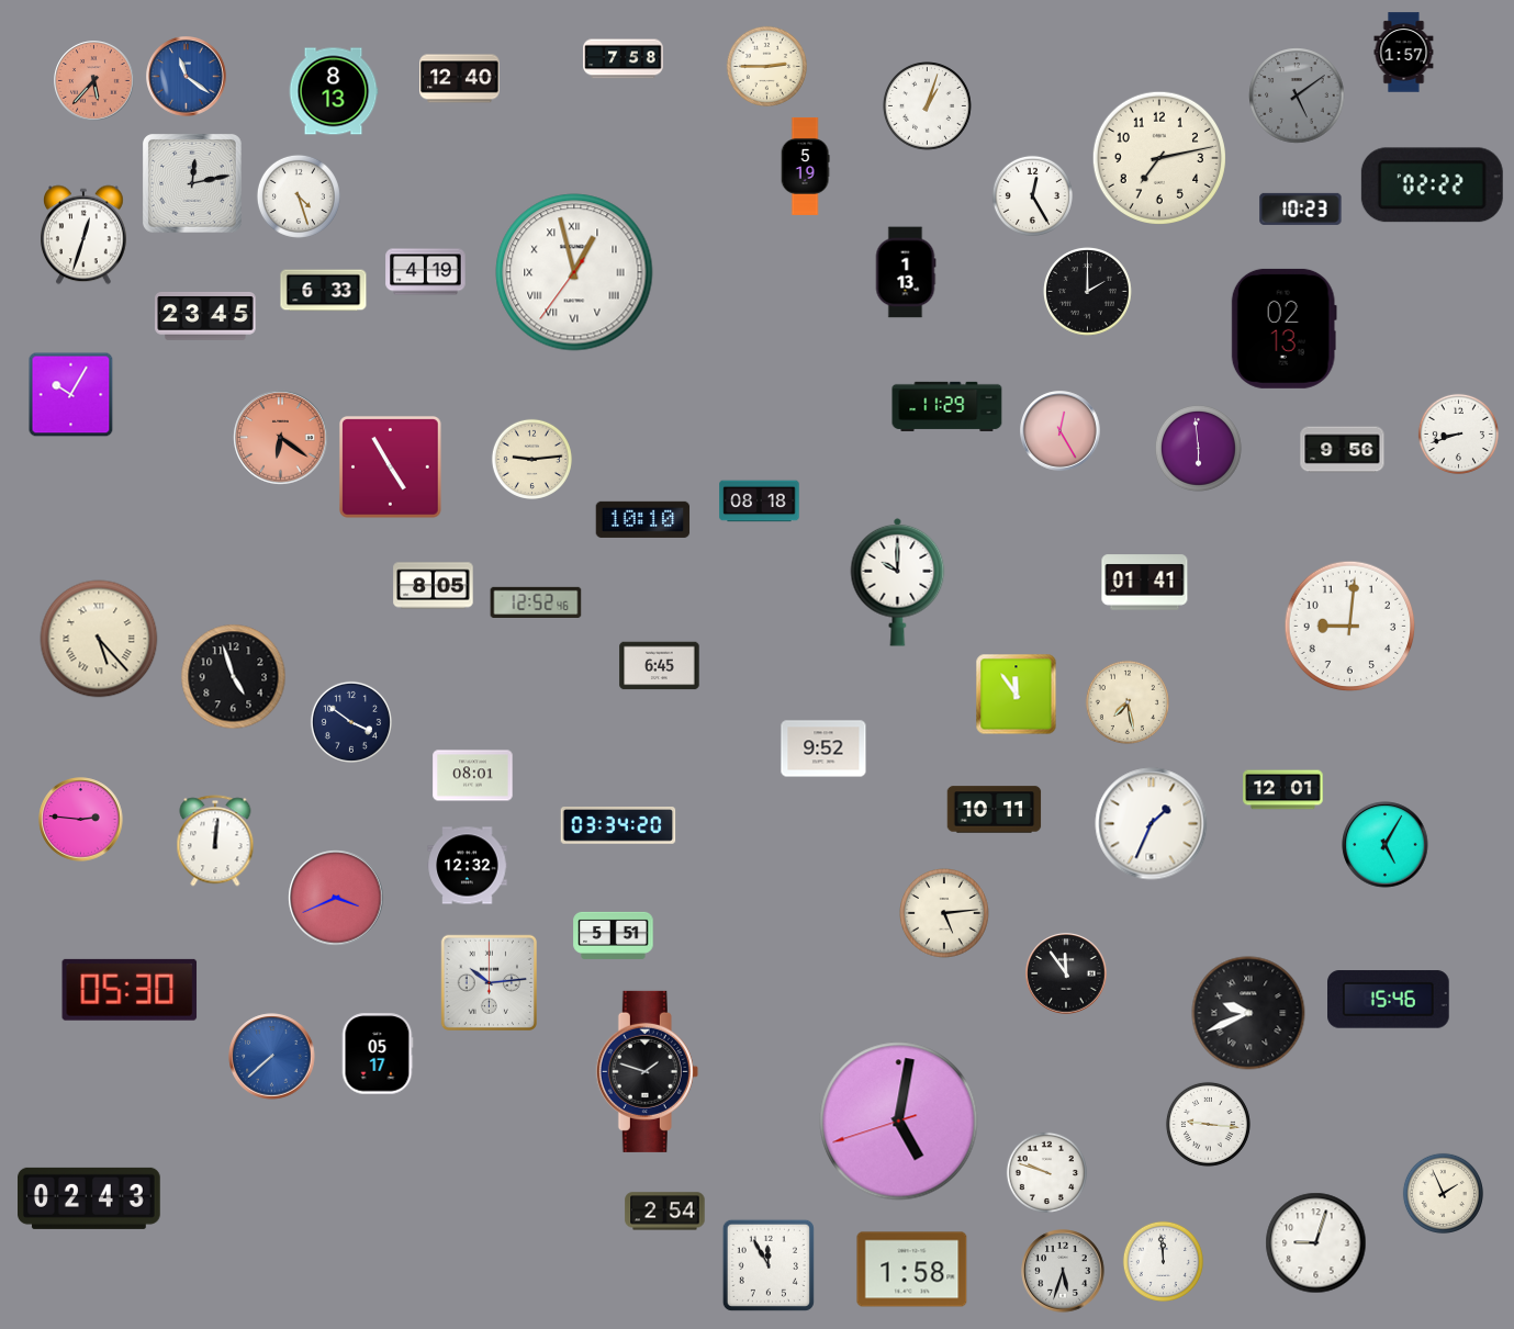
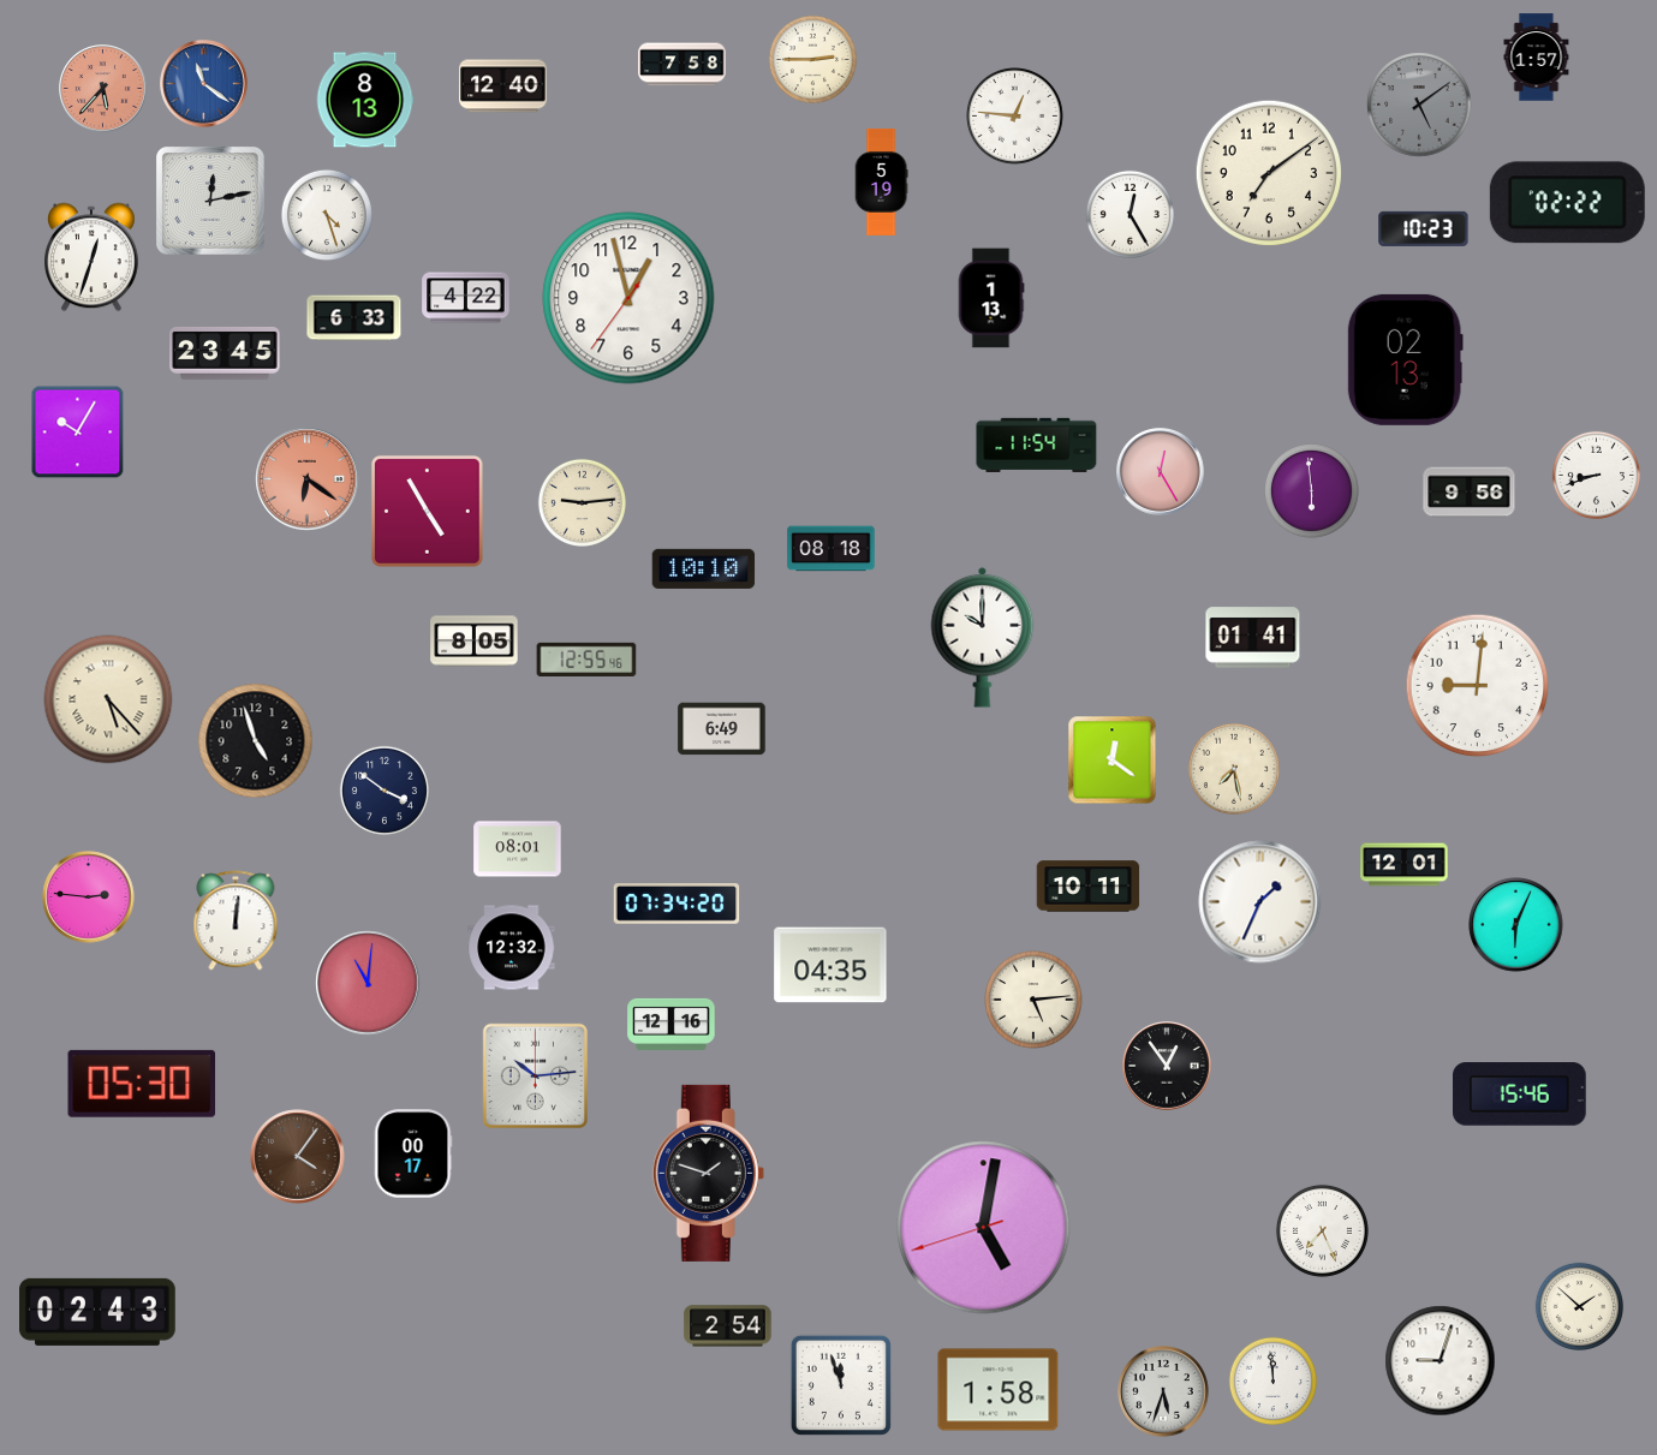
clock at (766, 66) position: (766, 66) -> (812, 59)
clock at (928, 106): 1:03 -> 12:46
clock at (1159, 158): 7:13 -> 7:09
clock at (426, 272): 4:19 -> 4:22
clock at (574, 272) numerals: Roman -> Arabic
clock at (1088, 292): 2:00 -> none
clock at (205, 317) position: (205, 317) -> (225, 354)
clock at (947, 406): 11:29 -> 11:54
clock at (536, 601): 12:52 -> 12:55
clock at (660, 666): 6:45 -> 6:49
clock at (1017, 695): 11:54 -> 12:21
clock at (823, 748): 9:52 -> none
clock at (618, 826): 03:34 -> 07:34
clock at (1386, 845): 5:05 -> 6:04
clock at (830, 965): none -> 04:35
clock at (336, 898): 3:41 -> 11:01
clock at (614, 935): 5:51 -> 12:16
clock at (1066, 973): 11:54 -> 12:54
clock at (1248, 1013): 9:41 -> none
clock at (378, 1054): 05:17 -> 00:17
clock at (272, 1057): 7:38 -> 4:06
clock at (272, 1057) dial: blue -> brown
clock at (1208, 1124): 9:16 -> 7:26
clock at (1046, 1172): 9:48 -> none
clock at (1443, 1193): 1:56 -> 1:52
clock at (769, 1265): 11:55 -> 11:57
